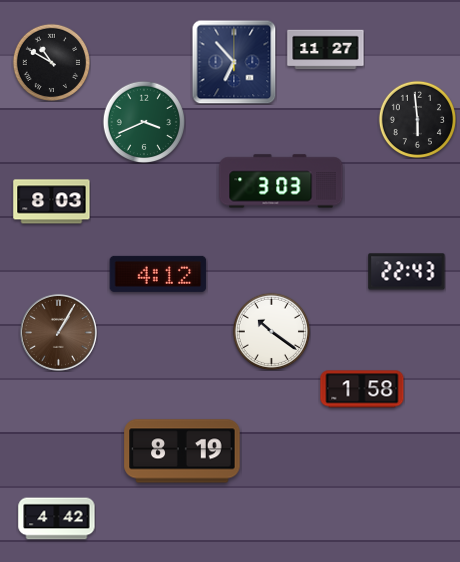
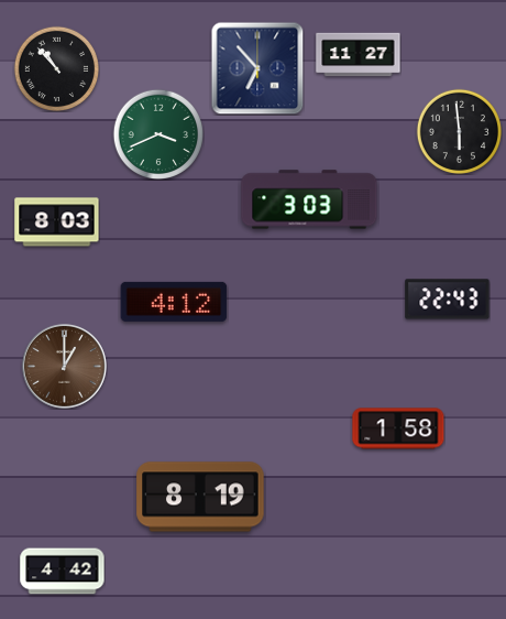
clock at (51, 62): 10:50 -> 10:53
clock at (271, 331): 10:21 -> none
clock at (58, 332): 1:05 -> 1:00
